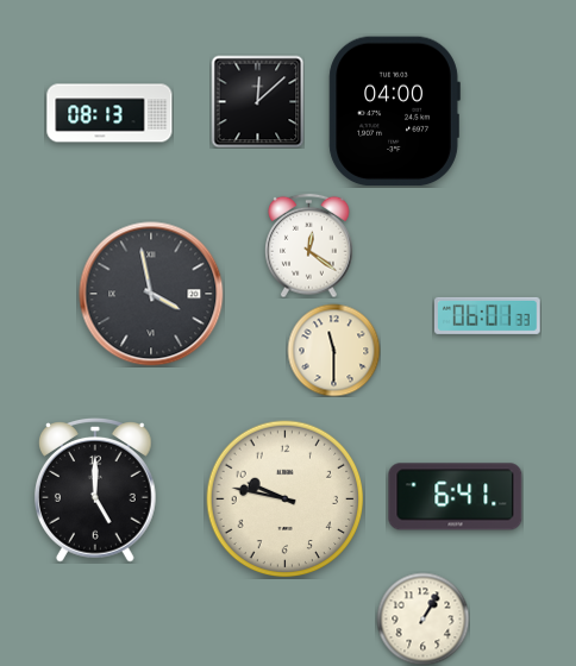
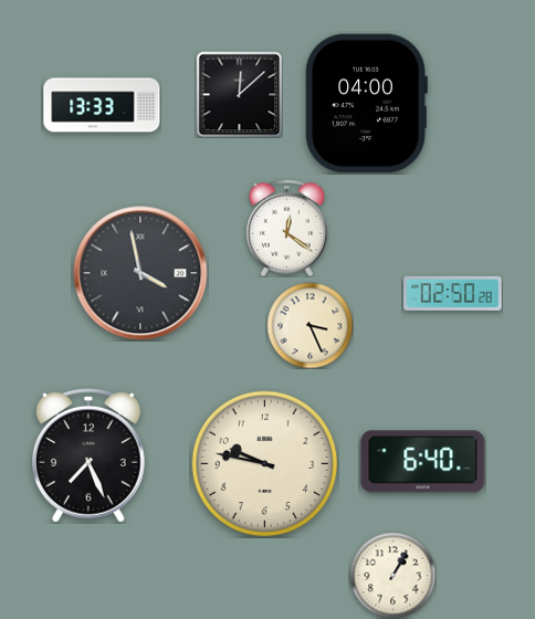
clock at (109, 113): 08:13 -> 13:33
clock at (488, 315): 06:01 -> 02:50
clock at (333, 350): 11:30 -> 3:26
clock at (96, 491): 5:00 -> 7:26
clock at (456, 497): 6:41 -> 6:40
